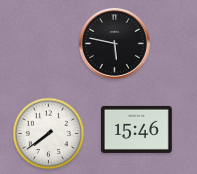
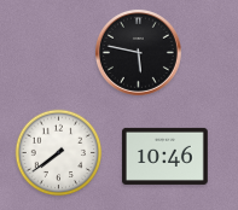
clock at (136, 129): 15:46 -> 10:46
clock at (49, 134) position: (49, 134) -> (59, 153)
